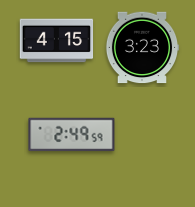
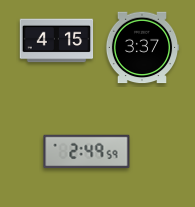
clock at (142, 48): 3:23 -> 3:37
clock at (72, 135) position: (72, 135) -> (87, 152)
